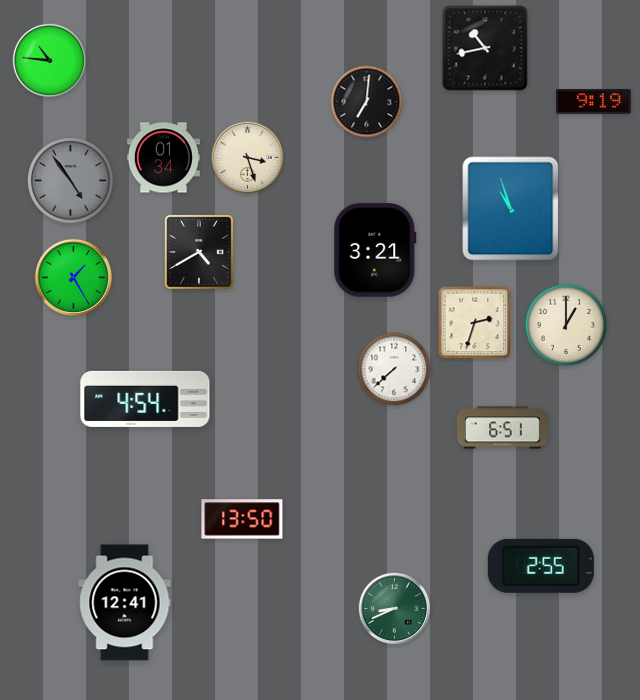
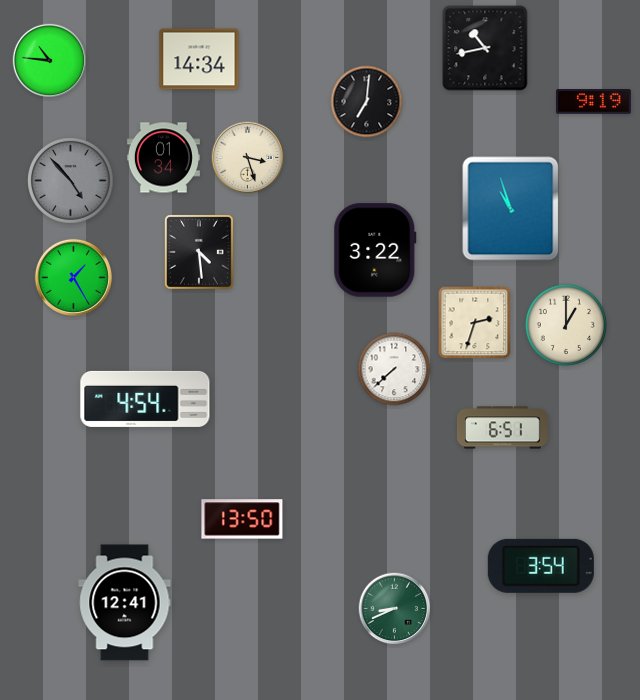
clock at (199, 59): none -> 14:34
clock at (71, 181): 4:54 -> 4:53
clock at (375, 250): 3:21 -> 3:22
clock at (199, 252): 4:40 -> 4:29
clock at (541, 566): 2:55 -> 3:54
